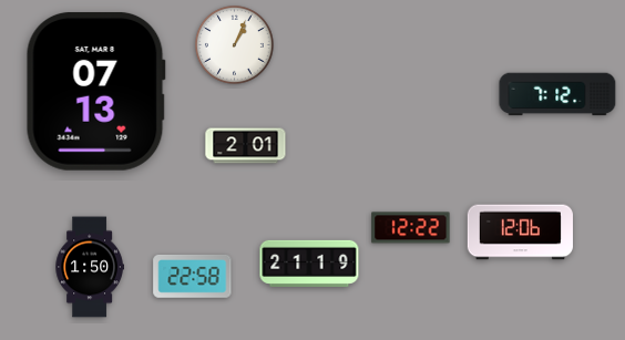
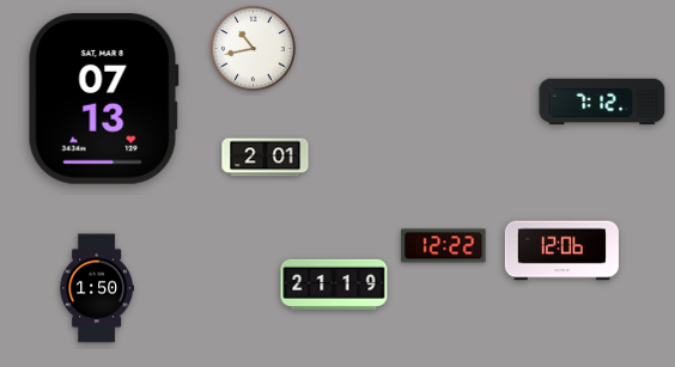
clock at (235, 45): 1:04 -> 10:43
clock at (193, 276): 22:58 -> none
